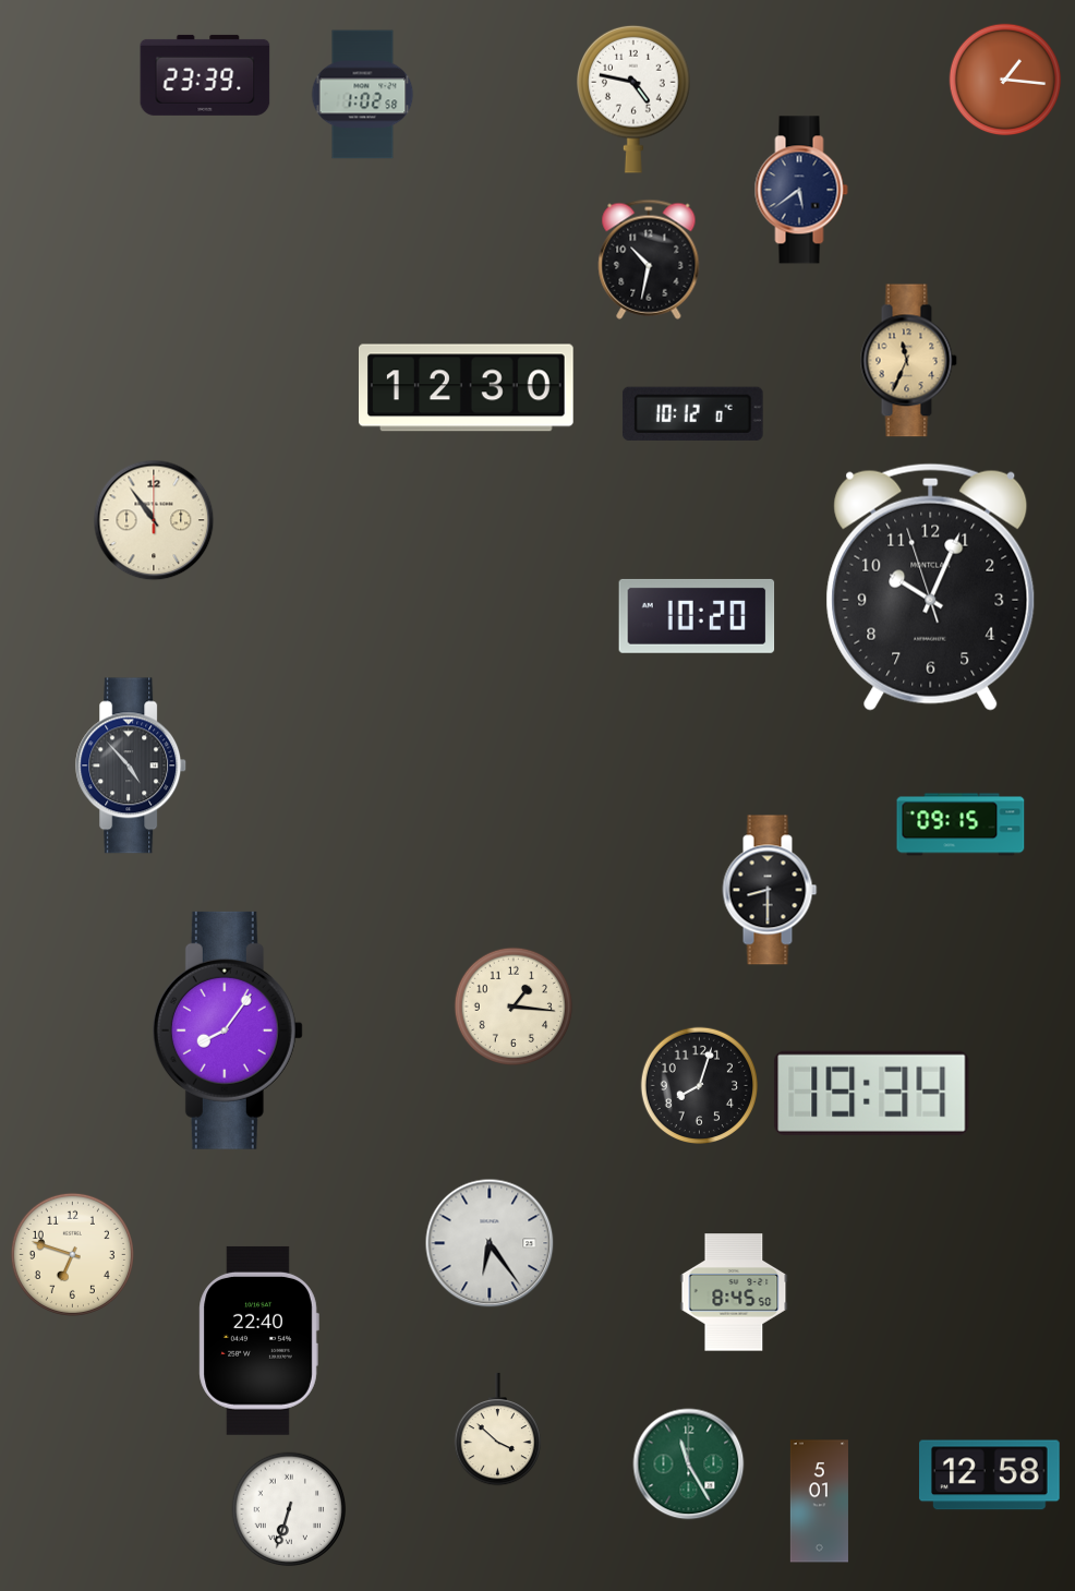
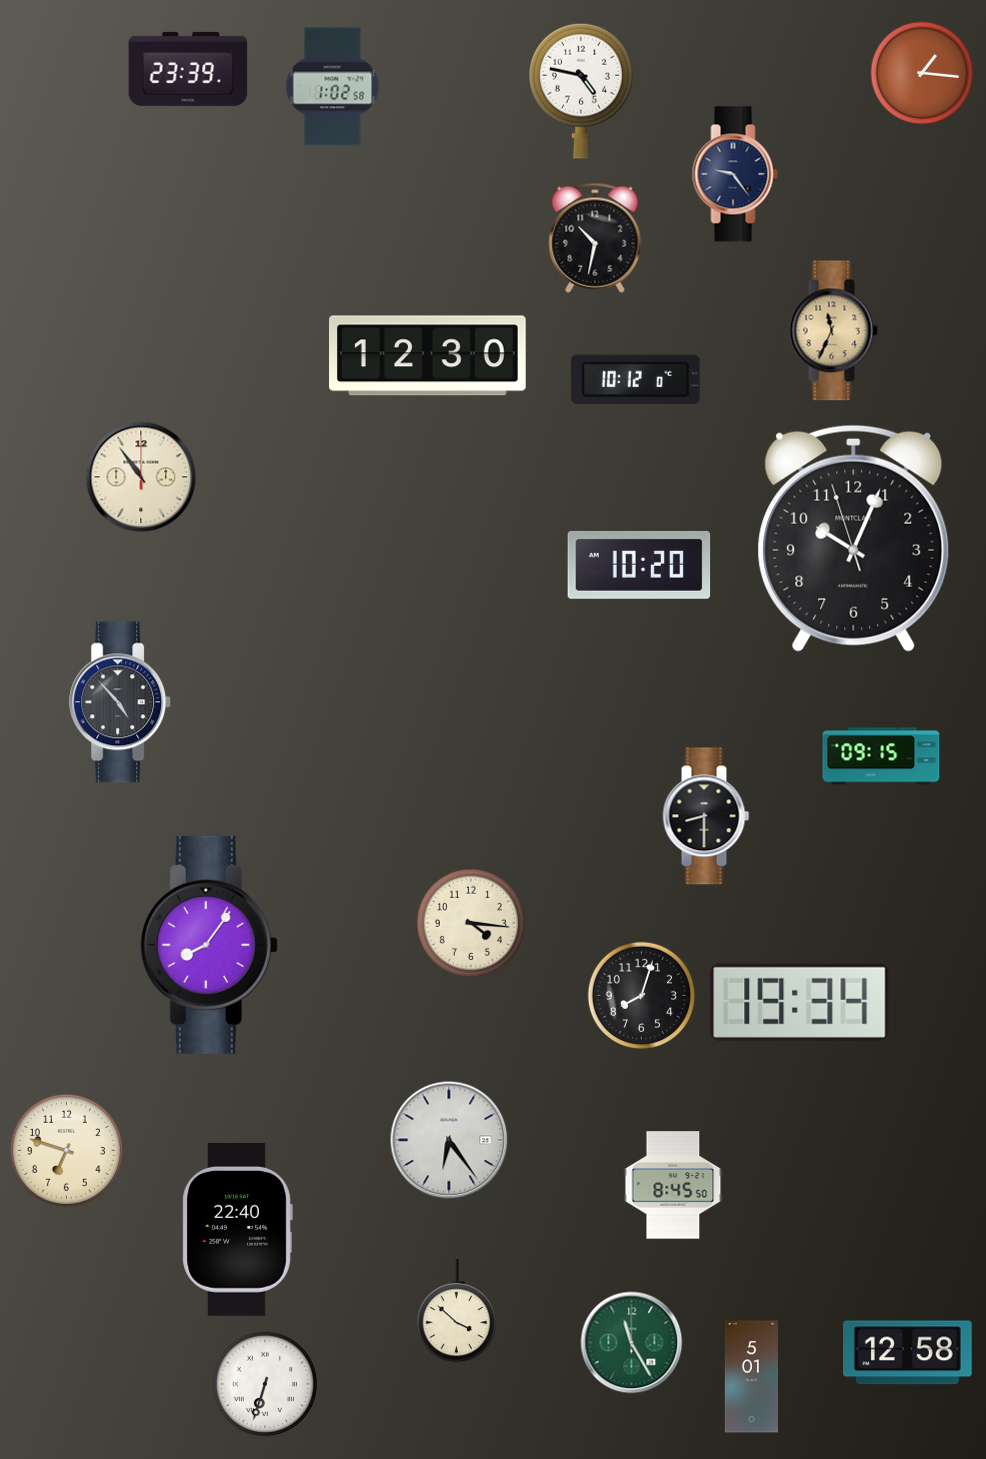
clock at (801, 190): 5:39 -> 9:24
clock at (512, 1005): 1:16 -> 4:16
